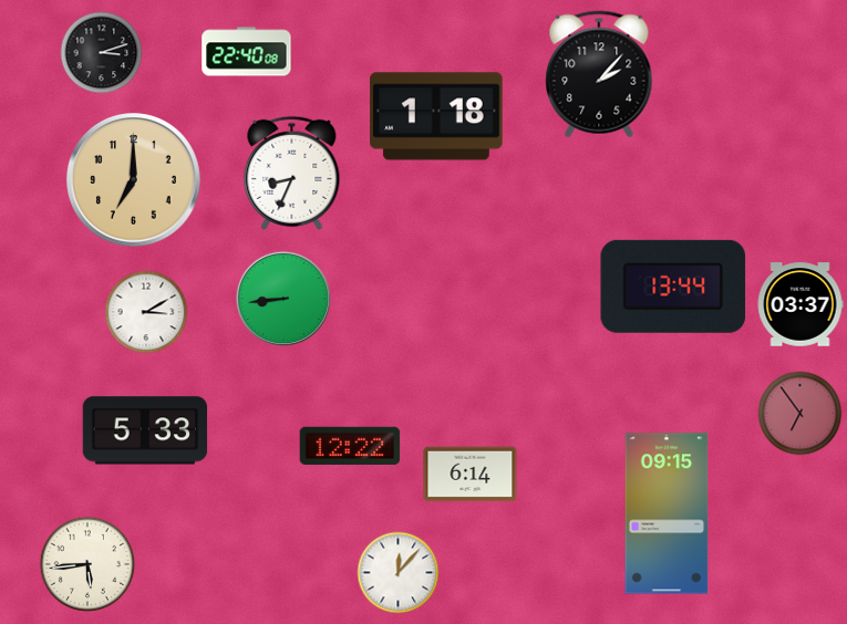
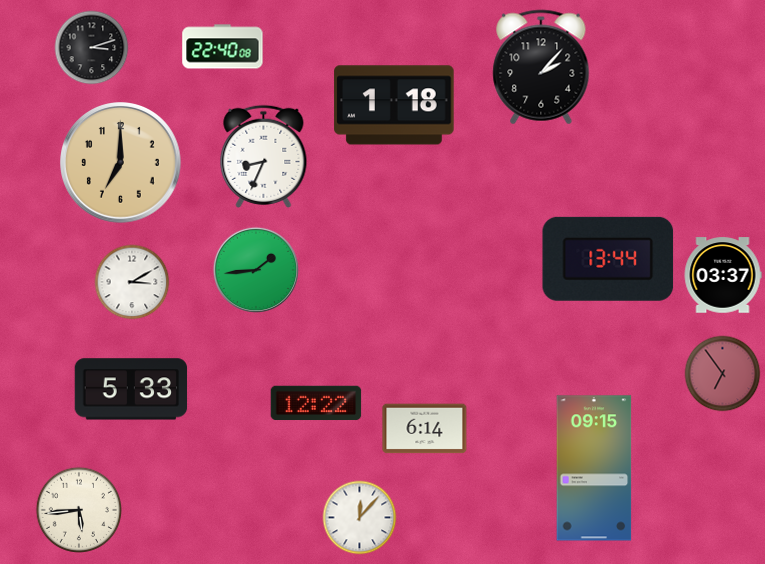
clock at (283, 299): 8:44 -> 1:44
clock at (667, 513) position: (667, 513) -> (594, 468)
